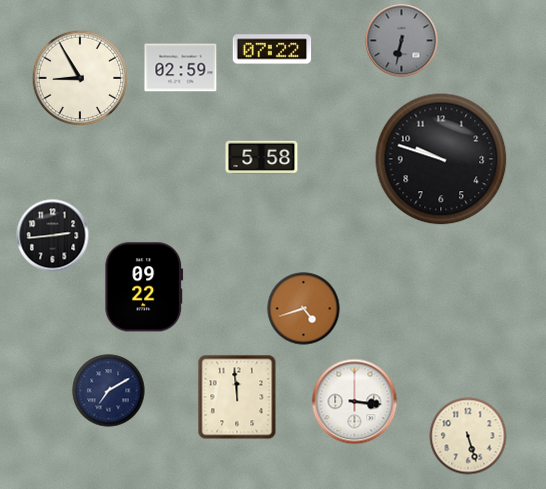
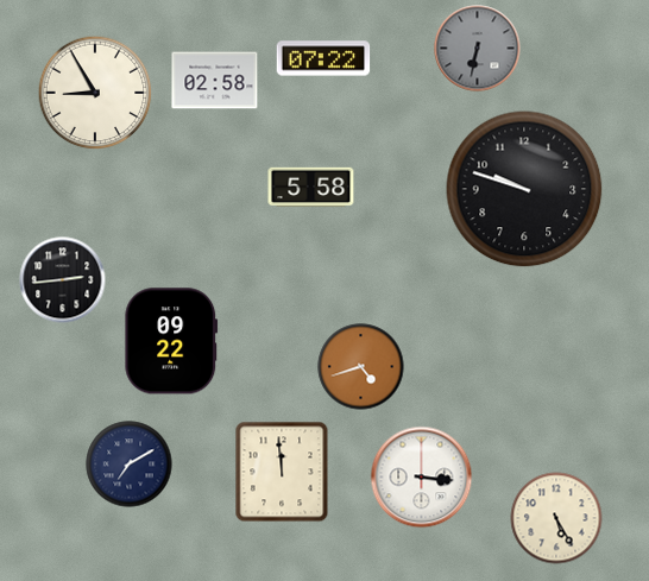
clock at (181, 68): 02:59 -> 02:58
clock at (468, 436): 5:27 -> 5:25
